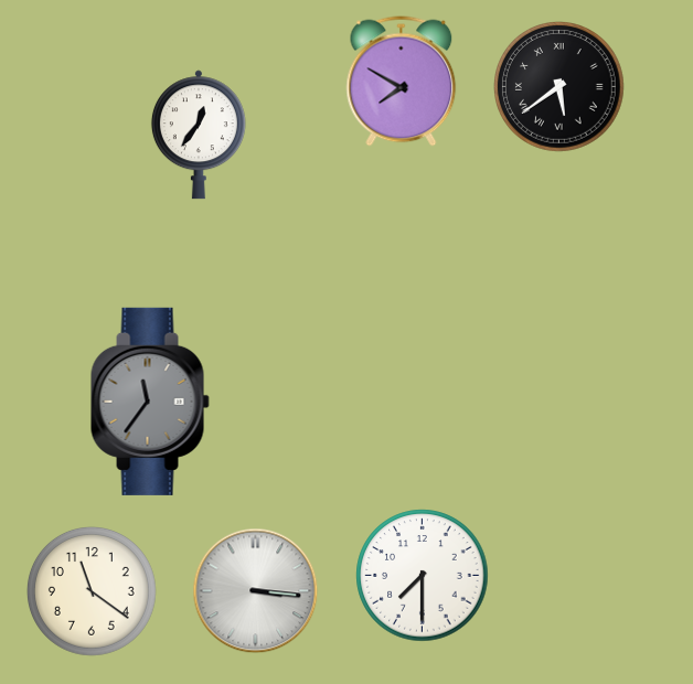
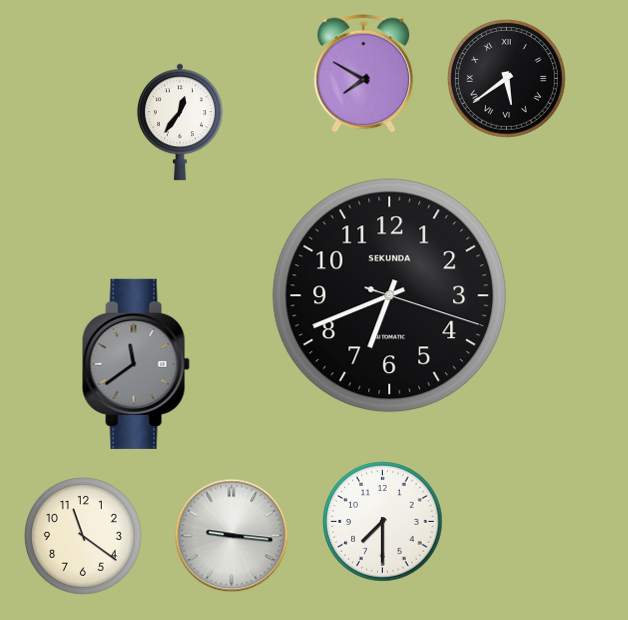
clock at (390, 296): none -> 6:41
clock at (150, 402): 11:36 -> 11:39
clock at (256, 591): 3:16 -> 9:16
